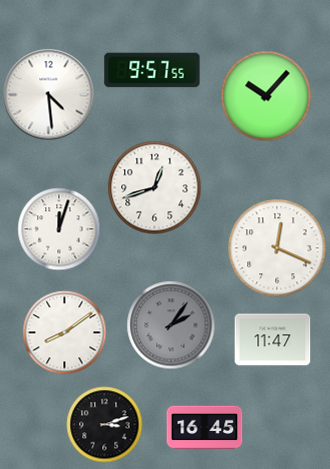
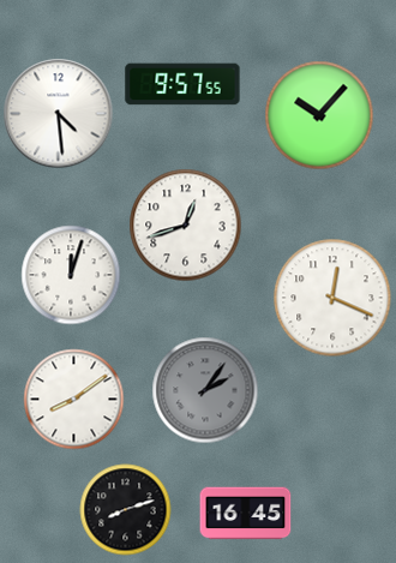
clock at (65, 333) position: (65, 333) -> (74, 400)
clock at (273, 340): 11:47 -> none
clock at (105, 425): 3:12 -> 8:12
